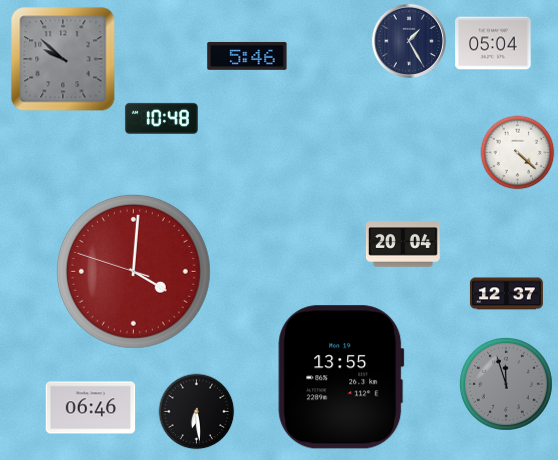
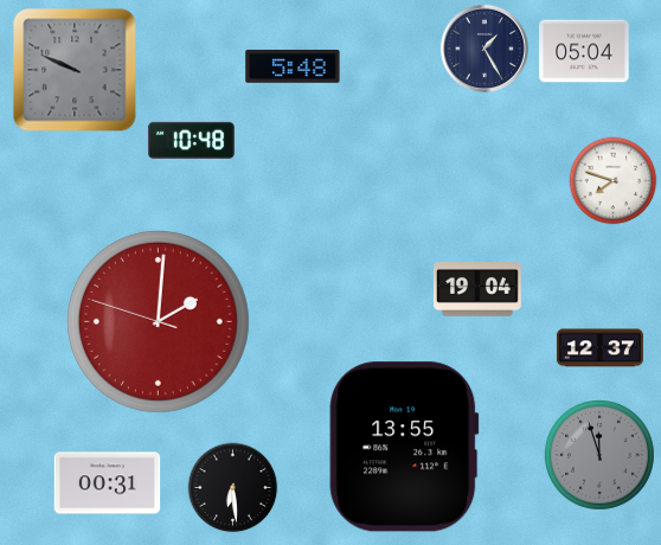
clock at (247, 56): 5:46 -> 5:48
clock at (63, 59): 9:52 -> 9:49
clock at (518, 153): 4:22 -> 7:48
clock at (403, 244): 20:04 -> 19:04
clock at (133, 271): 4:00 -> 2:00
clock at (91, 408): 06:46 -> 00:31
